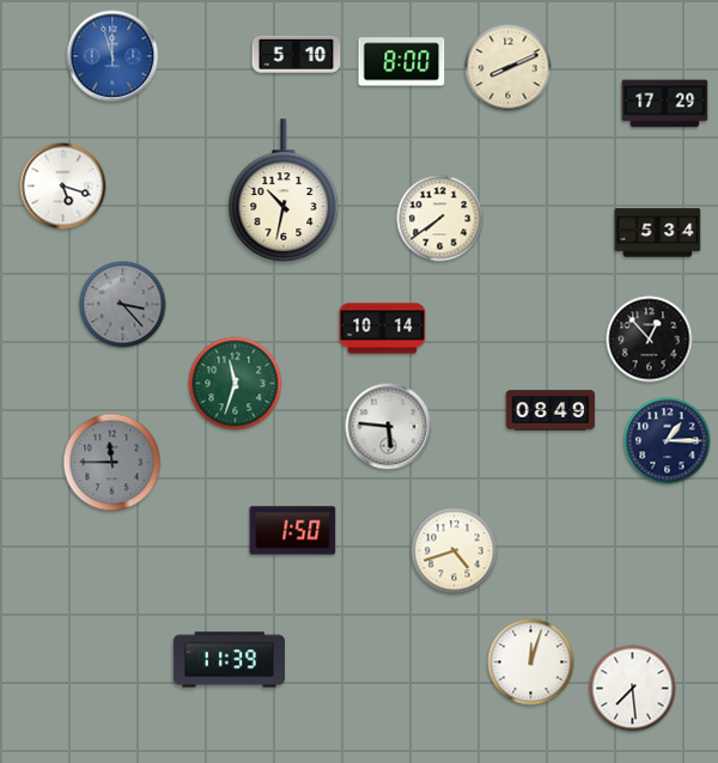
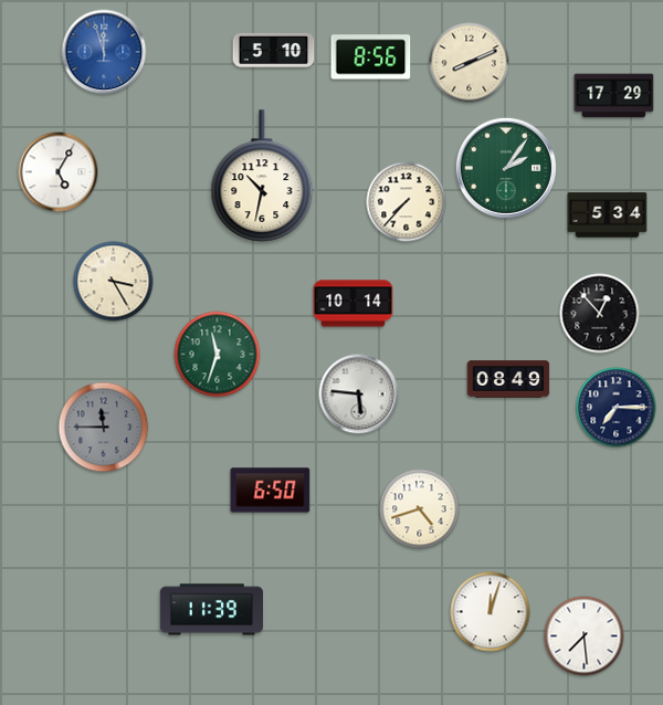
clock at (402, 62): 8:00 -> 8:56
clock at (506, 168): none -> 2:06
clock at (63, 187): 5:18 -> 5:05
clock at (440, 219): 7:39 -> 7:37
clock at (123, 305): 3:23 -> 3:25
clock at (123, 305) dial: grey -> cream
clock at (668, 441): 1:15 -> 7:15
clock at (293, 531): 1:50 -> 6:50
